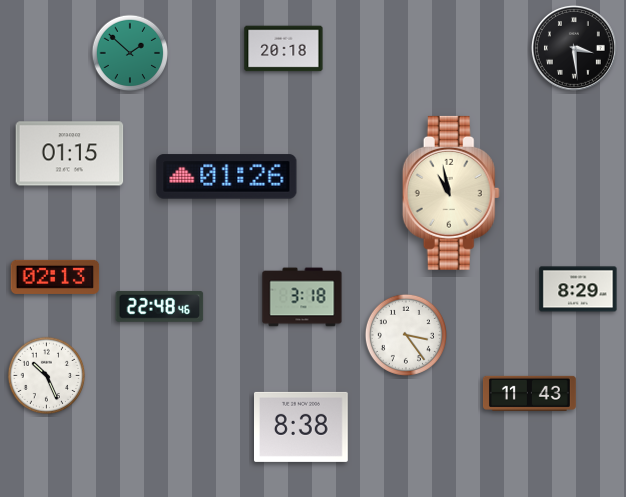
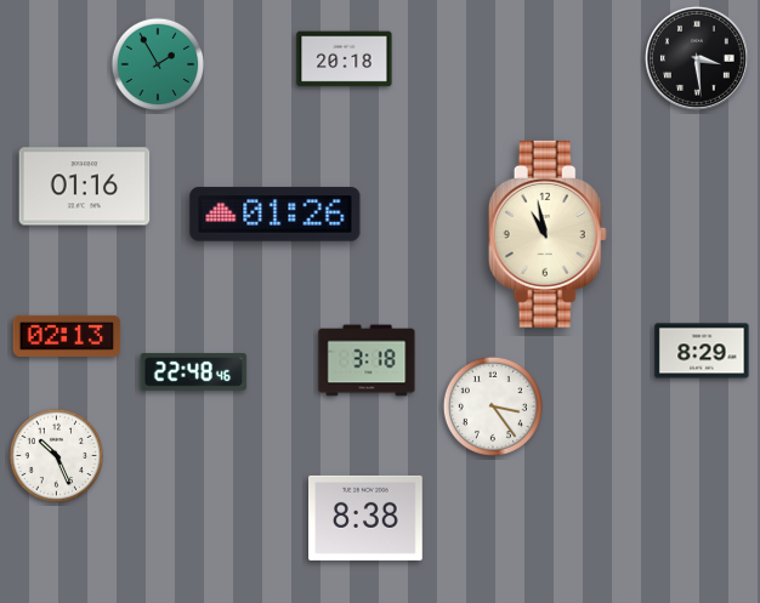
clock at (130, 53): 1:52 -> 1:55
clock at (70, 154): 01:15 -> 01:16
clock at (529, 393): 11:43 -> none
